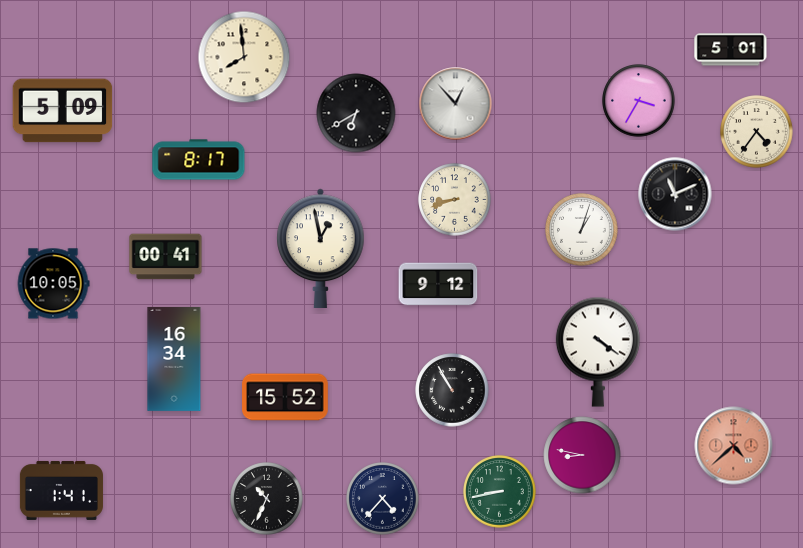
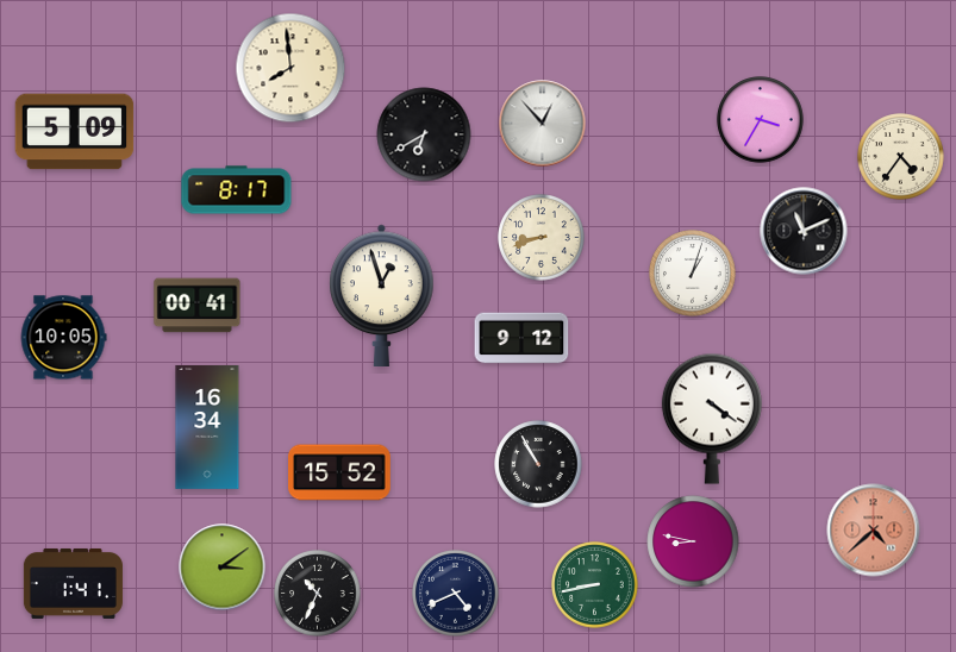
clock at (731, 50): 5:01 -> none
clock at (321, 248): 12:58 -> 12:57
clock at (223, 568): none -> 3:09
clock at (383, 499): 4:37 -> 4:41
